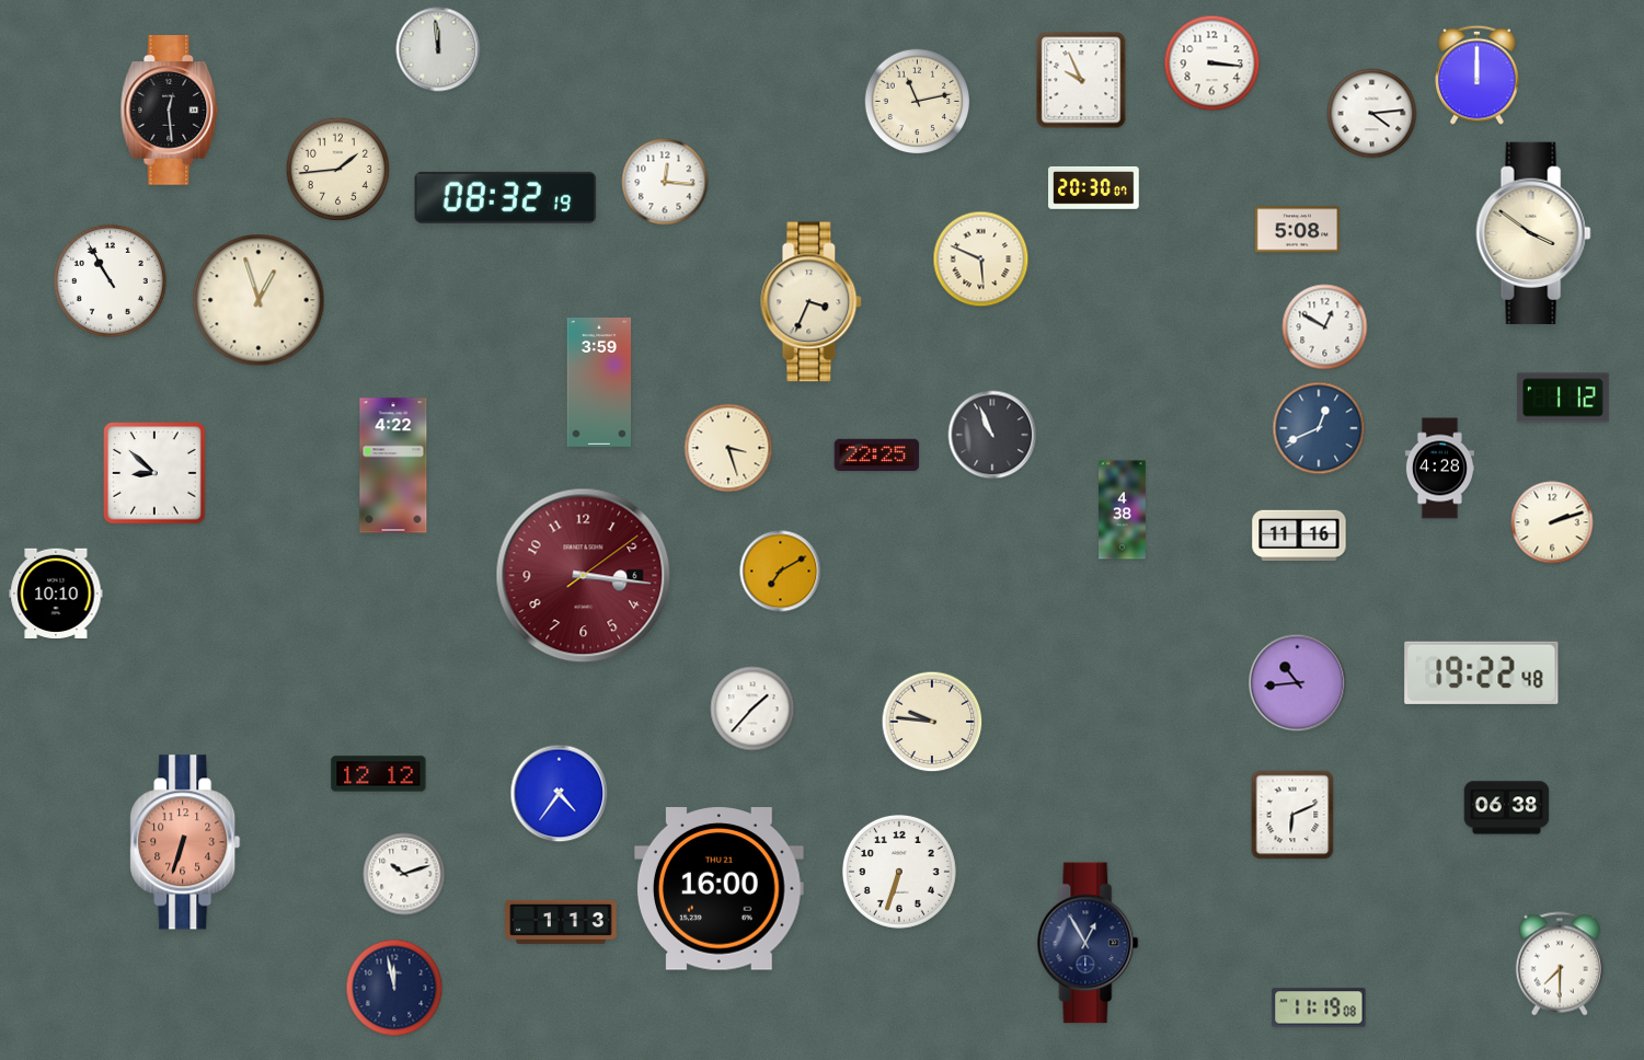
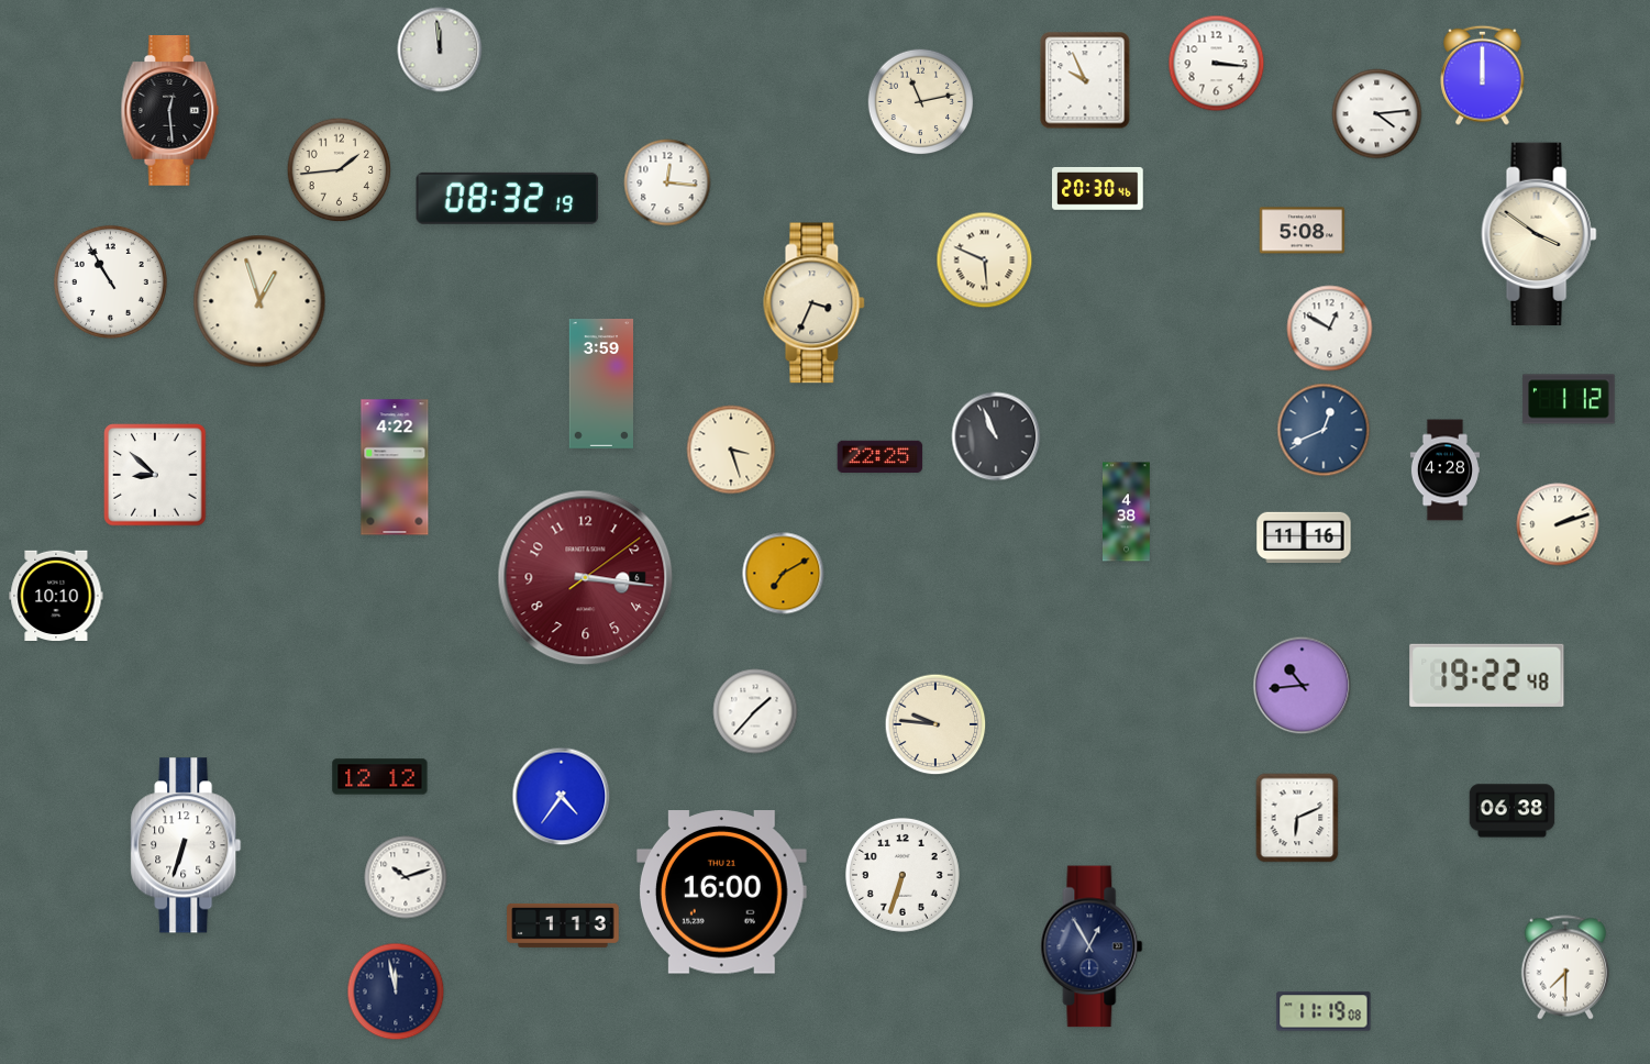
clock at (1094, 187): 20:30:07 -> 20:30:46
clock at (185, 842) dial: salmon -> white
